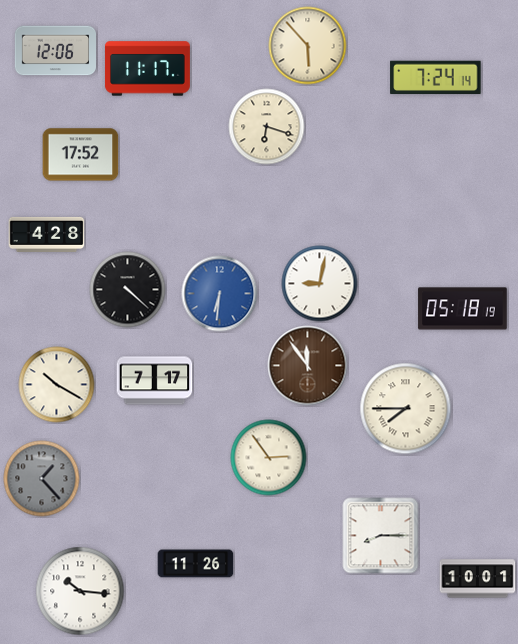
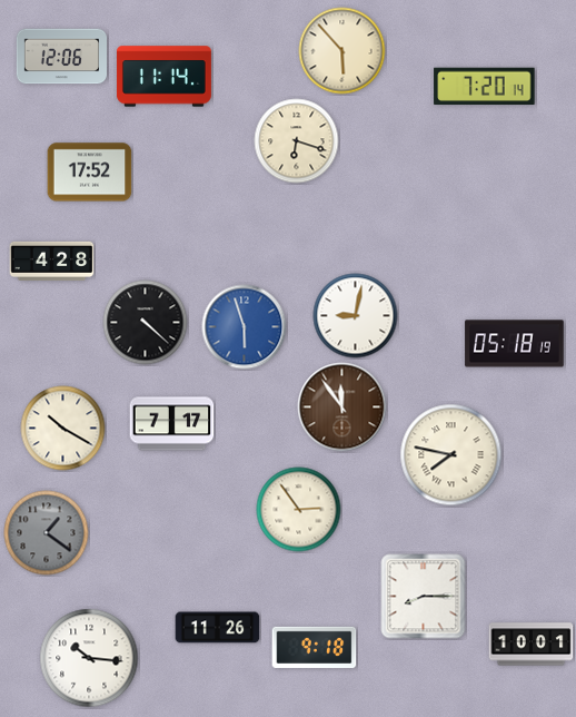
clock at (147, 69): 11:17 -> 11:14
clock at (436, 78): 7:24 -> 7:20
clock at (128, 290) position: (128, 290) -> (146, 323)
clock at (220, 294): 6:31 -> 5:57
clock at (406, 409): 7:45 -> 7:47
clock at (42, 479): 1:23 -> 1:21
clock at (315, 647): none -> 9:18
